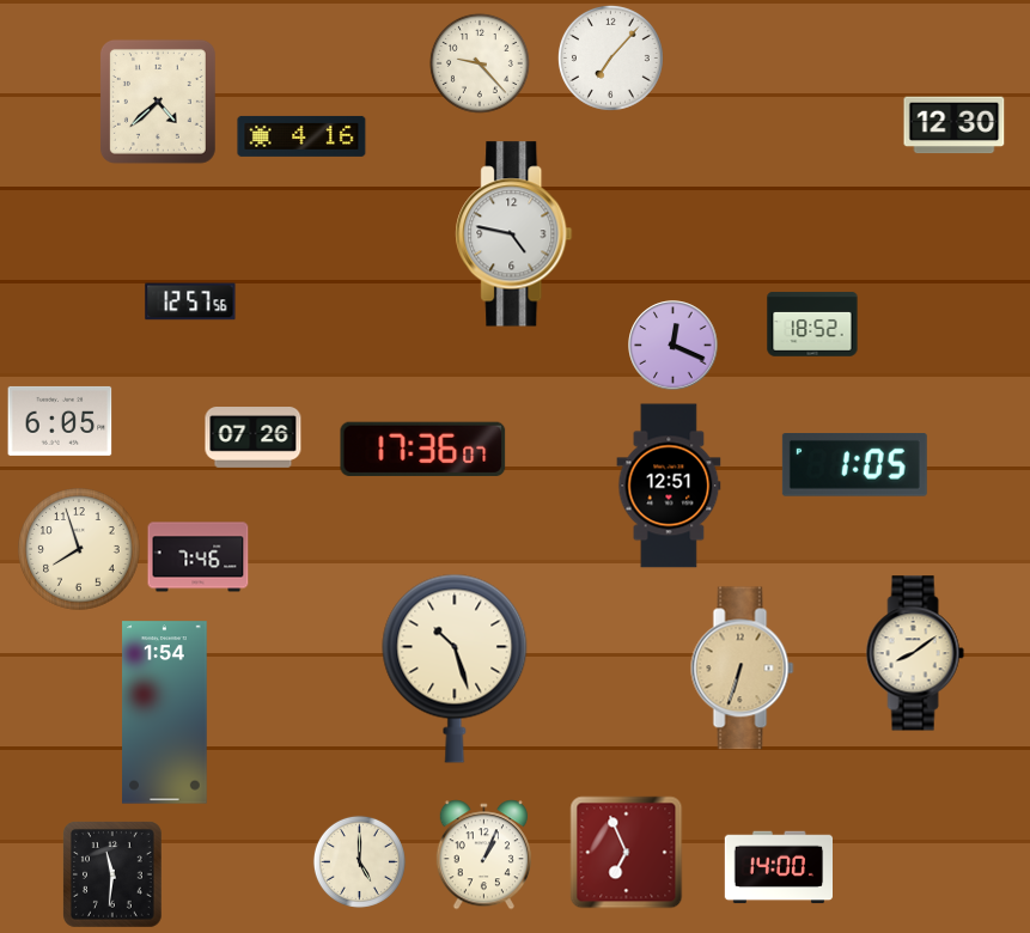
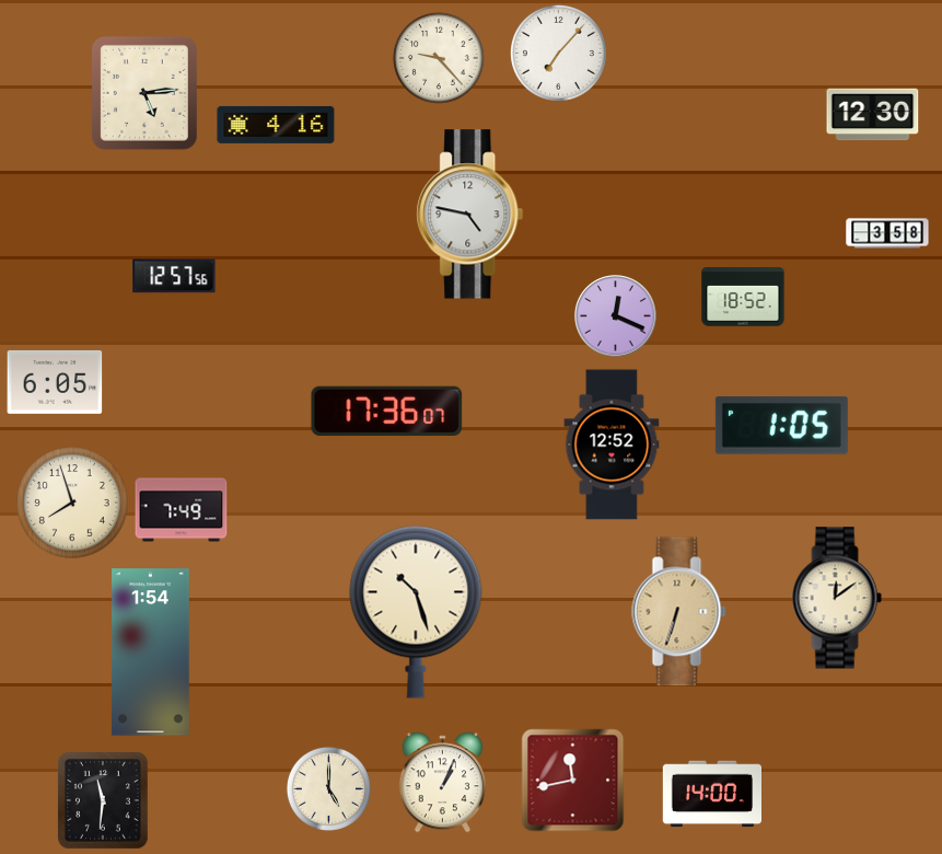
clock at (158, 102): 4:38 -> 5:14
clock at (887, 233): none -> 3:58
clock at (60, 421) position: (60, 421) -> (55, 382)
clock at (254, 438): 07:26 -> none
clock at (669, 486): 12:51 -> 12:52
clock at (199, 557): 7:46 -> 7:49
clock at (915, 653): 8:09 -> 12:09
clock at (627, 853): 6:56 -> 11:43
